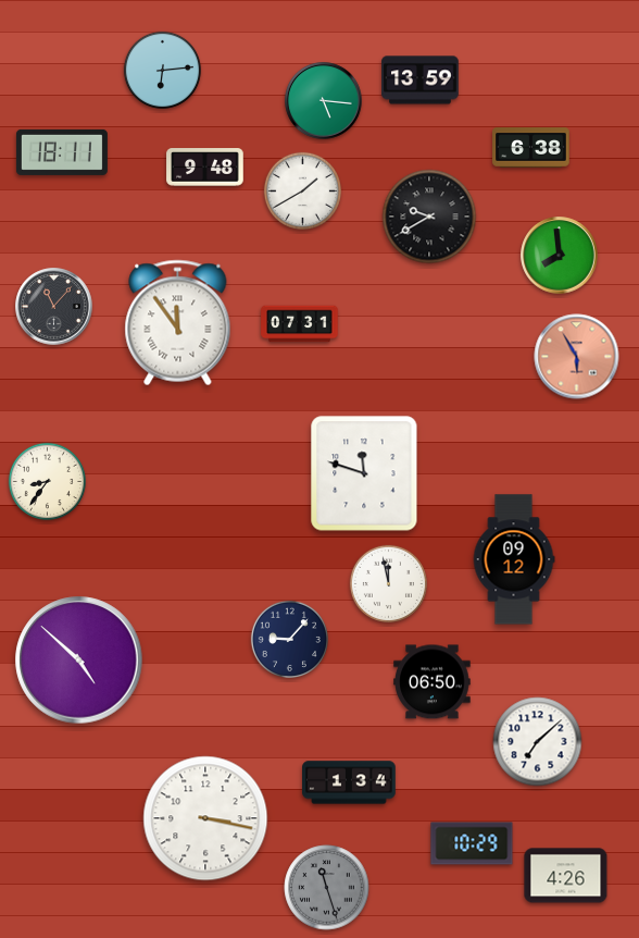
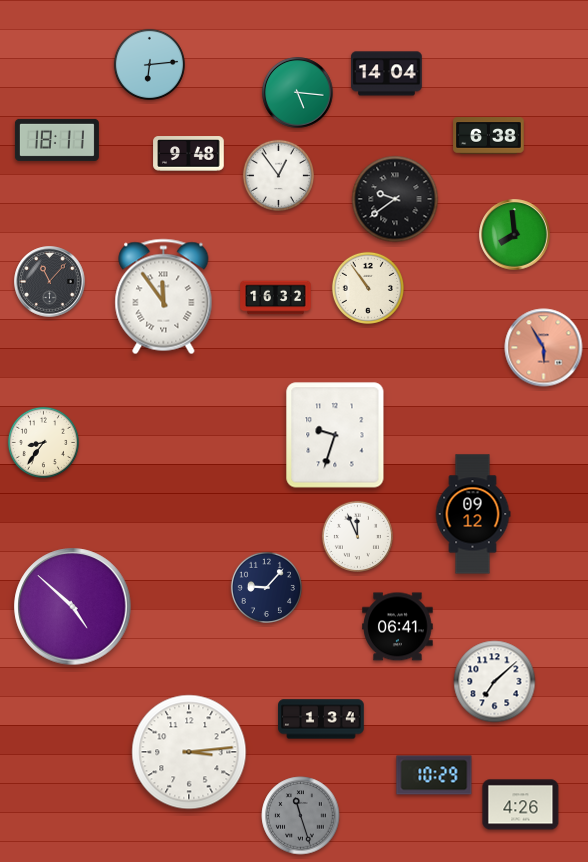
clock at (421, 81): 13:59 -> 14:04
clock at (302, 190): 1:40 -> 12:54
clock at (429, 217): 9:40 -> 9:39
clock at (368, 288): none -> 10:54
clock at (300, 324): 07:31 -> 16:32
clock at (577, 357) position: (577, 357) -> (544, 348)
clock at (364, 473): 11:48 -> 9:33
clock at (388, 583): 11:58 -> 11:56
clock at (433, 682): 06:50 -> 06:41
clock at (205, 818): 3:17 -> 3:14
